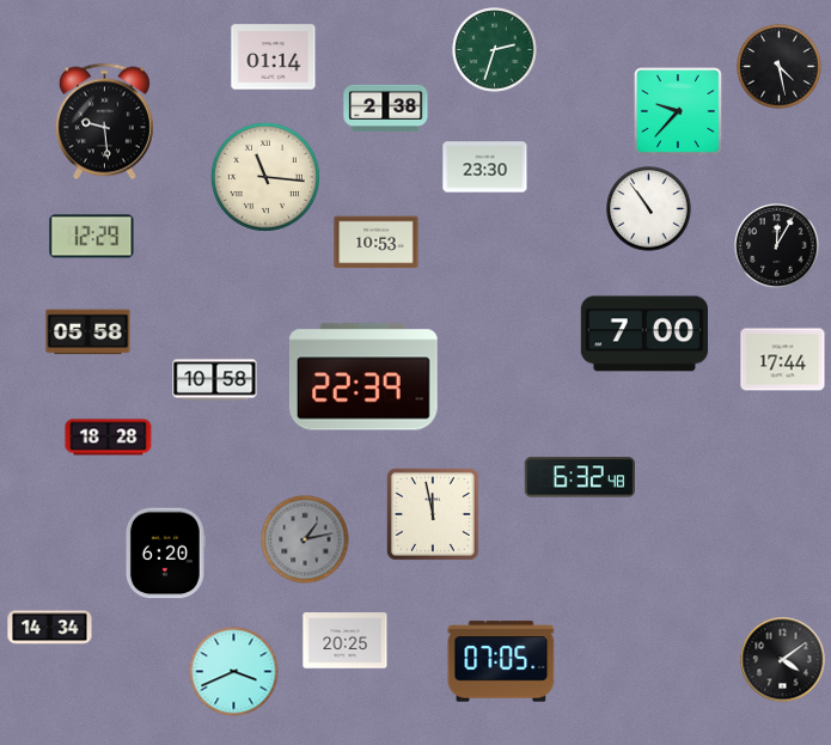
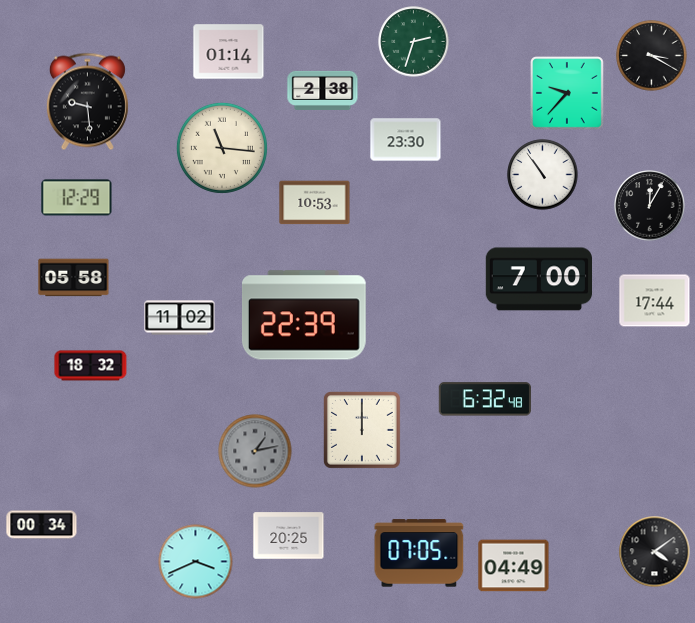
clock at (274, 57) position: (274, 57) -> (229, 52)
clock at (780, 67): 4:28 -> 3:20
clock at (215, 380): 10:58 -> 11:02
clock at (109, 438): 18:28 -> 18:32
clock at (433, 514): 11:58 -> 12:00
clock at (165, 554): 6:20 -> none
clock at (50, 628): 14:34 -> 00:34
clock at (514, 566): none -> 04:49
